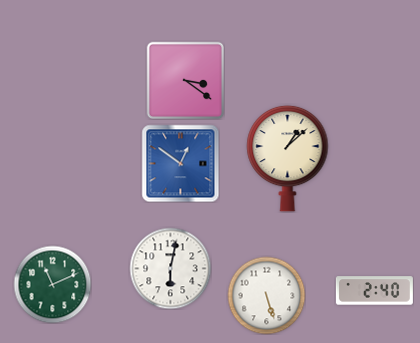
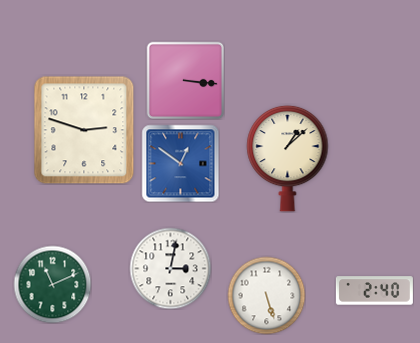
clock at (185, 80): 3:21 -> 3:16
clock at (84, 130): none -> 2:48
clock at (170, 268): 6:02 -> 3:02
